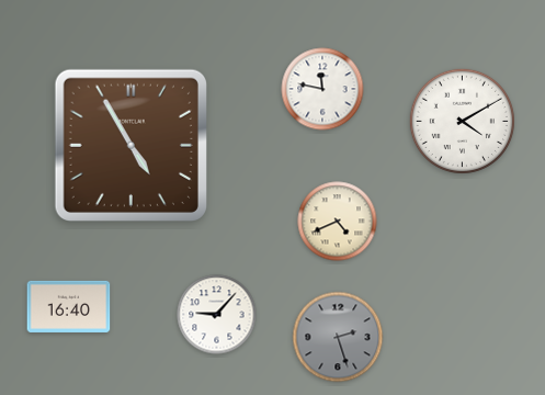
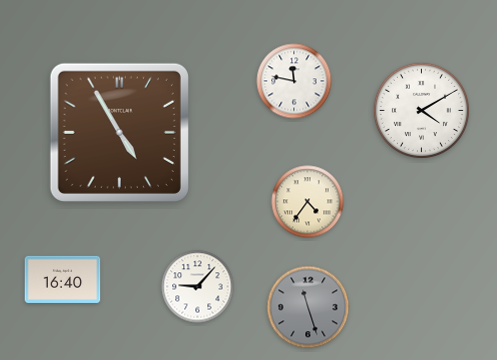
clock at (338, 222): 4:41 -> 4:36
clock at (338, 337): 2:27 -> 11:27
